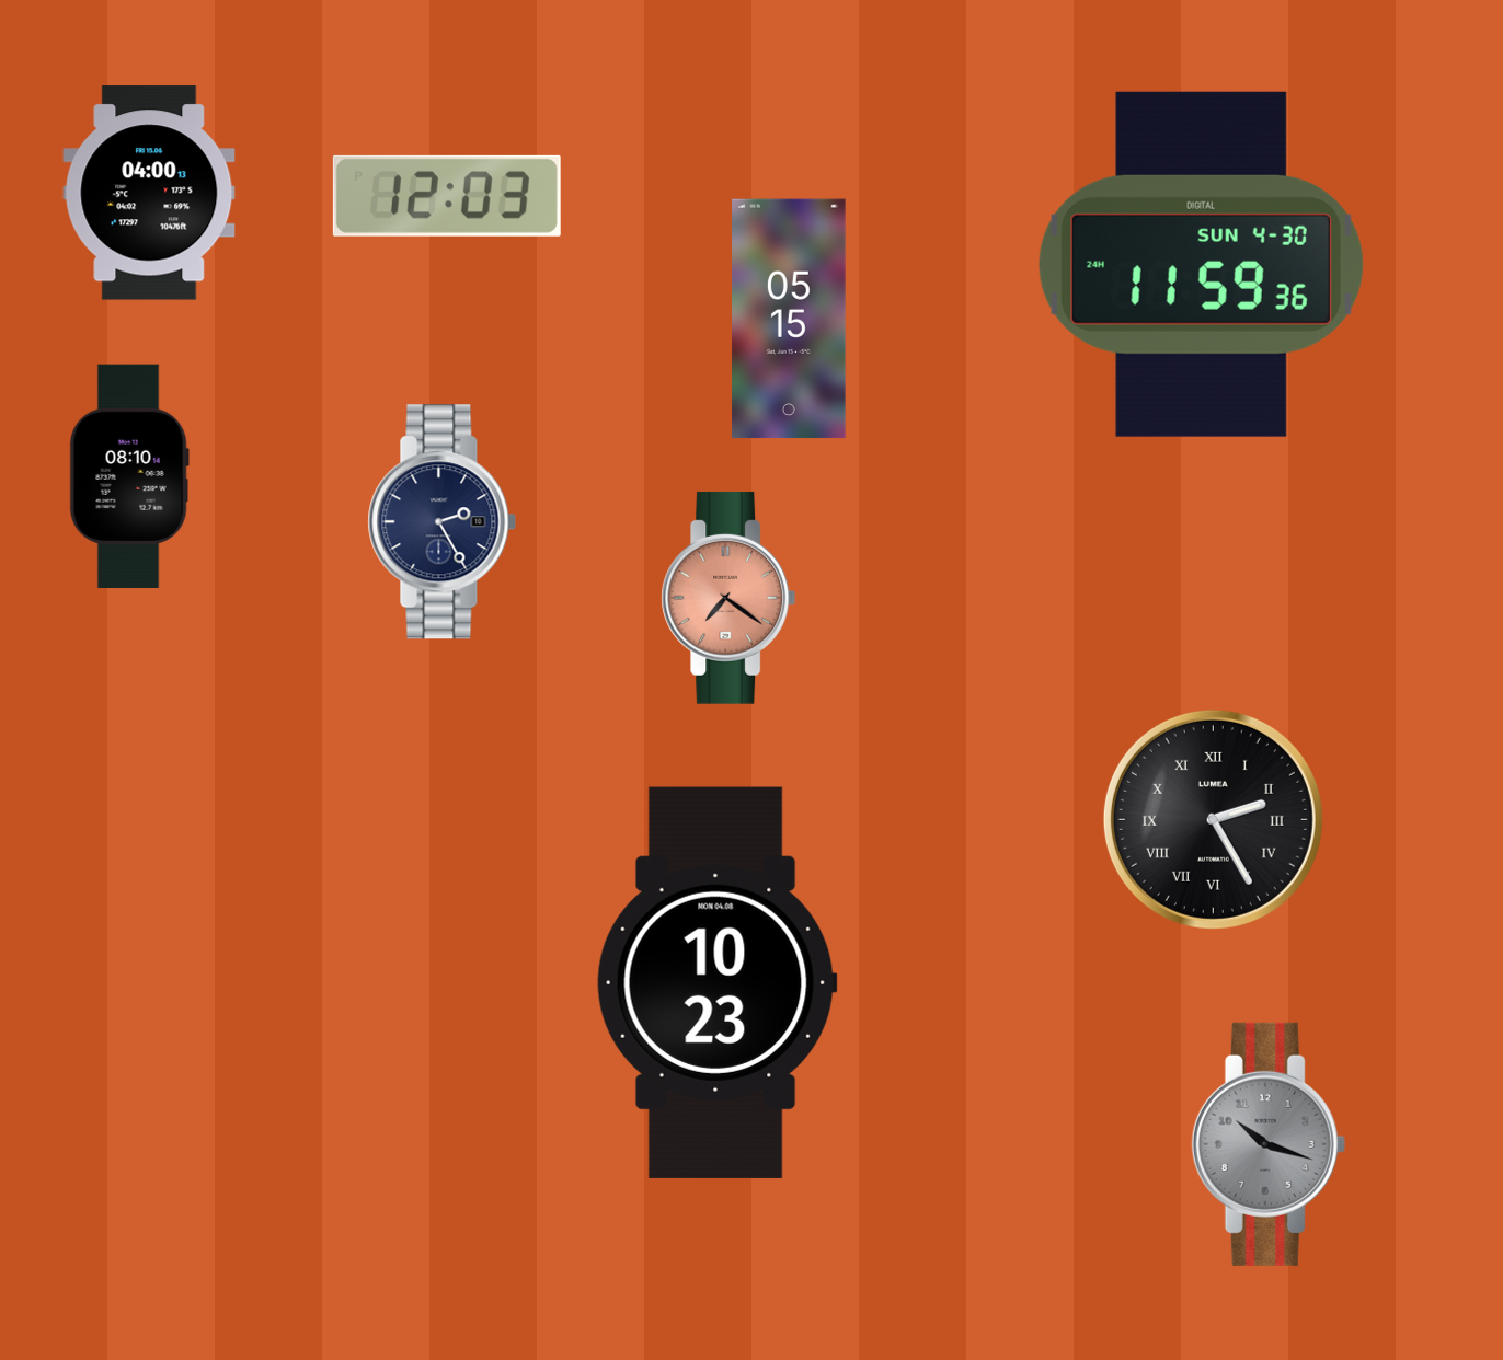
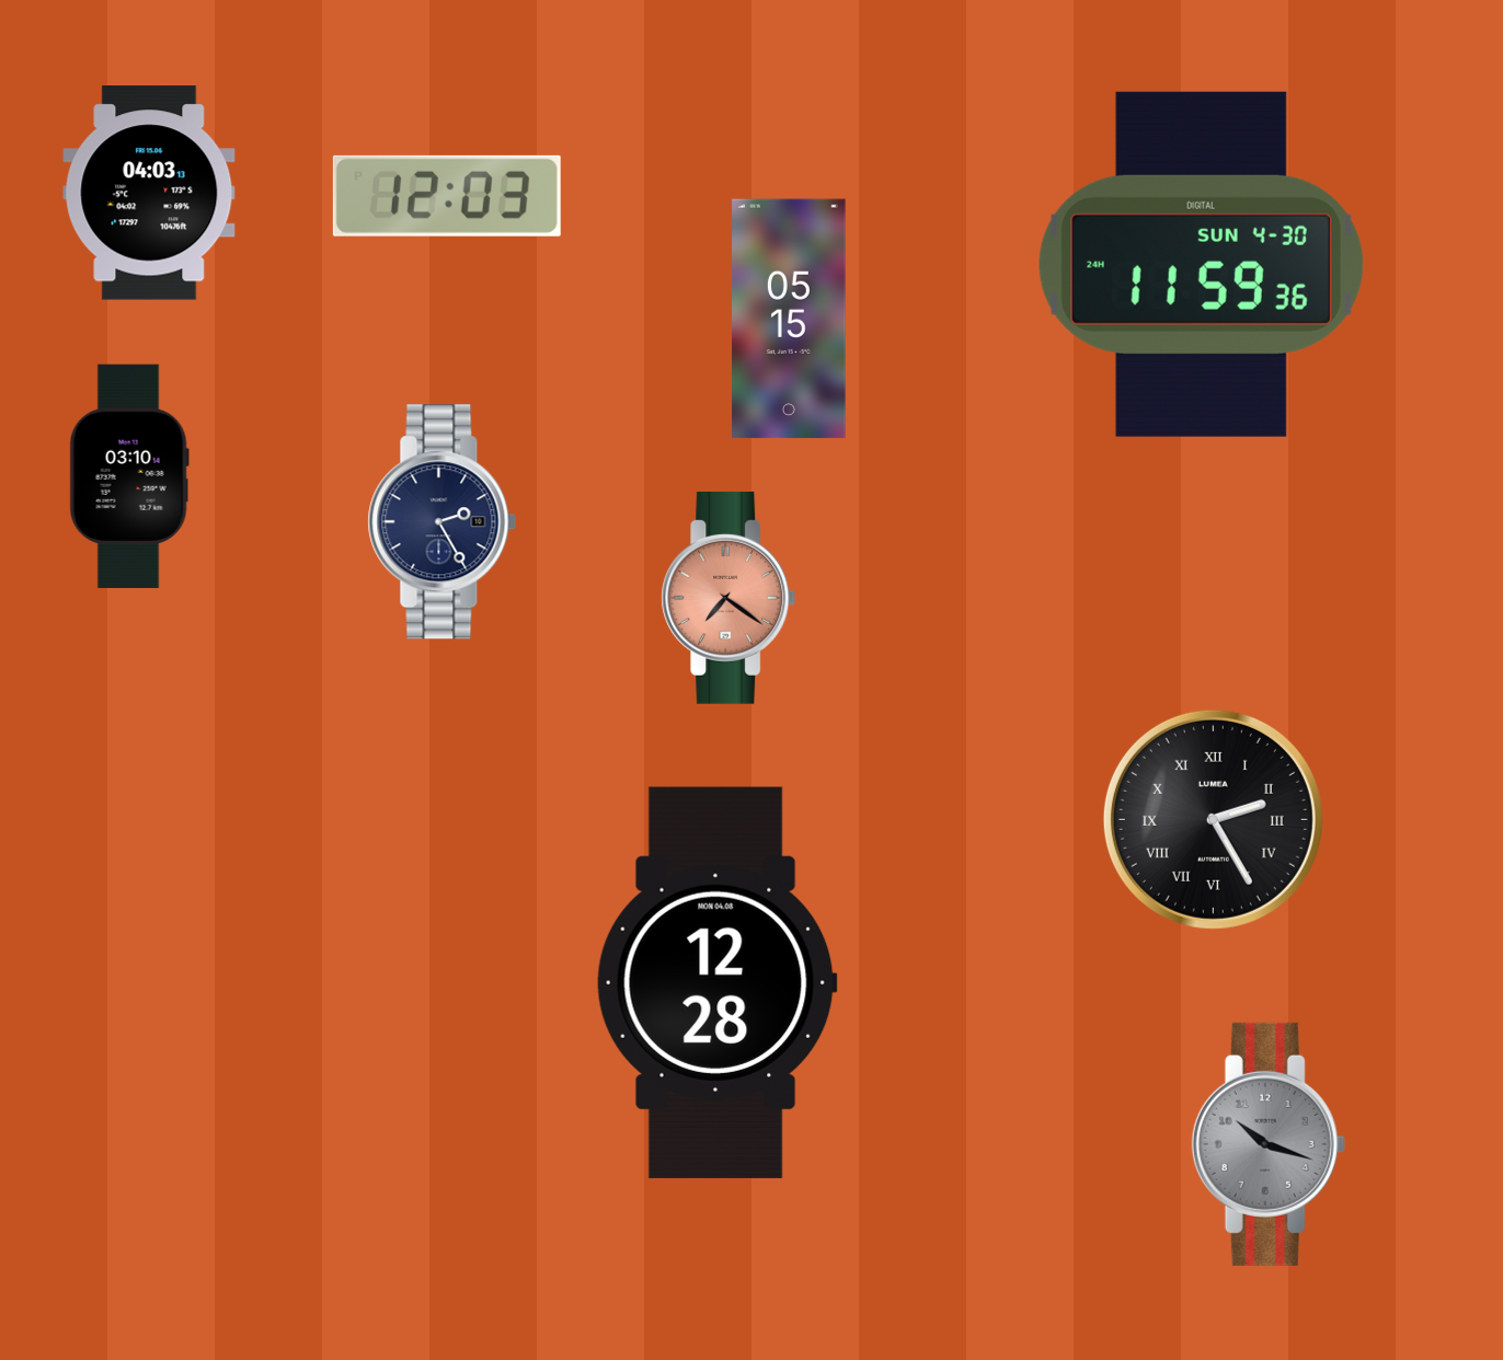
clock at (149, 193): 04:00 -> 04:03
clock at (129, 475): 08:10 -> 03:10
clock at (716, 982): 10:23 -> 12:28
